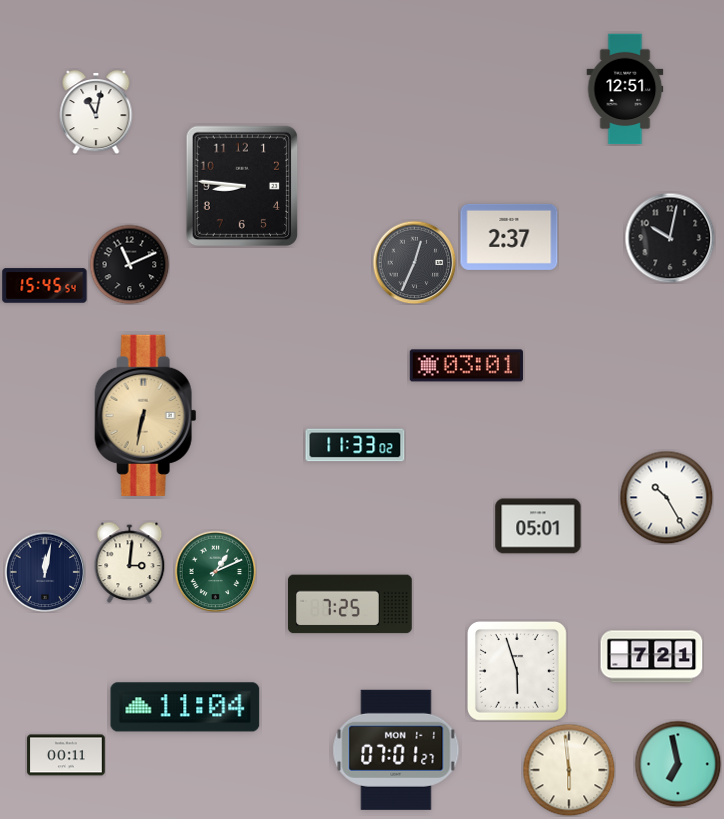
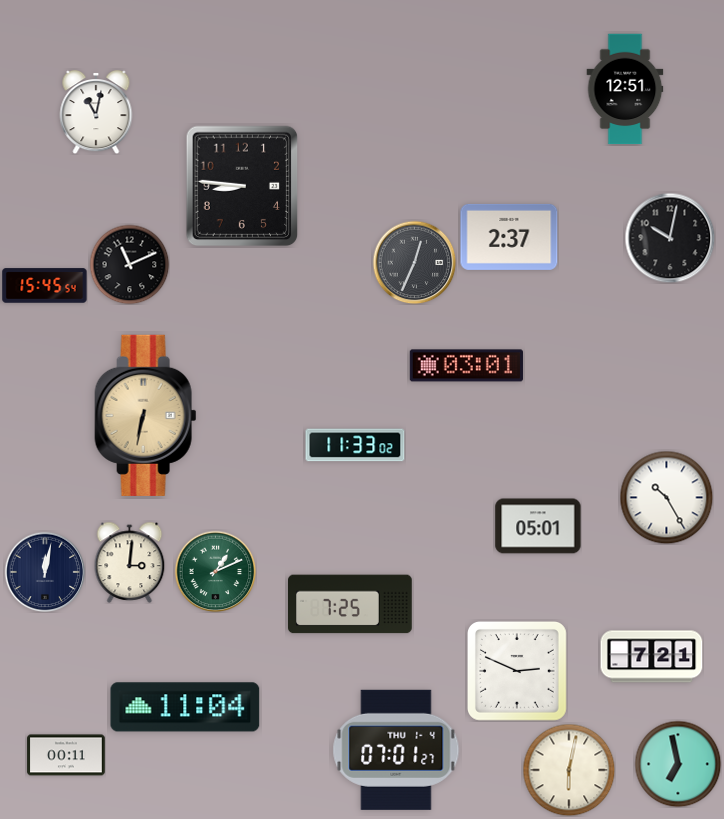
clock at (517, 671): 5:57 -> 2:49
clock at (396, 750) date: MON 1-1 -> THU 1-4
clock at (569, 770): 5:59 -> 6:02
